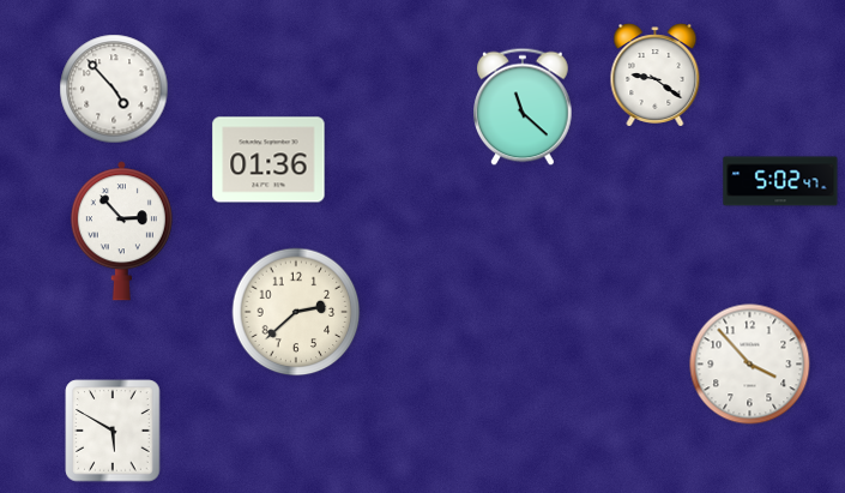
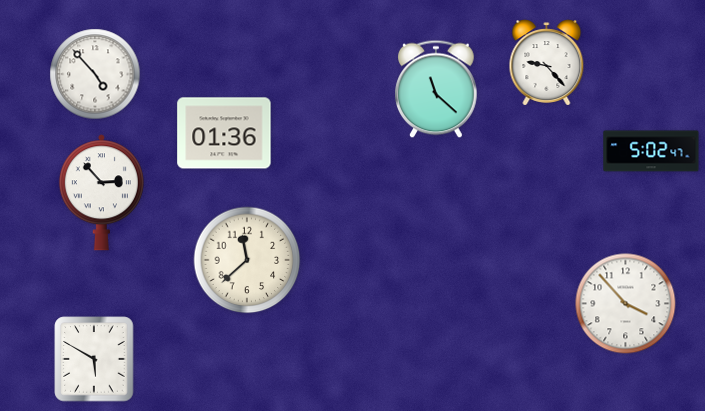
clock at (656, 76): 9:21 -> 9:23
clock at (296, 312): 2:38 -> 11:38
